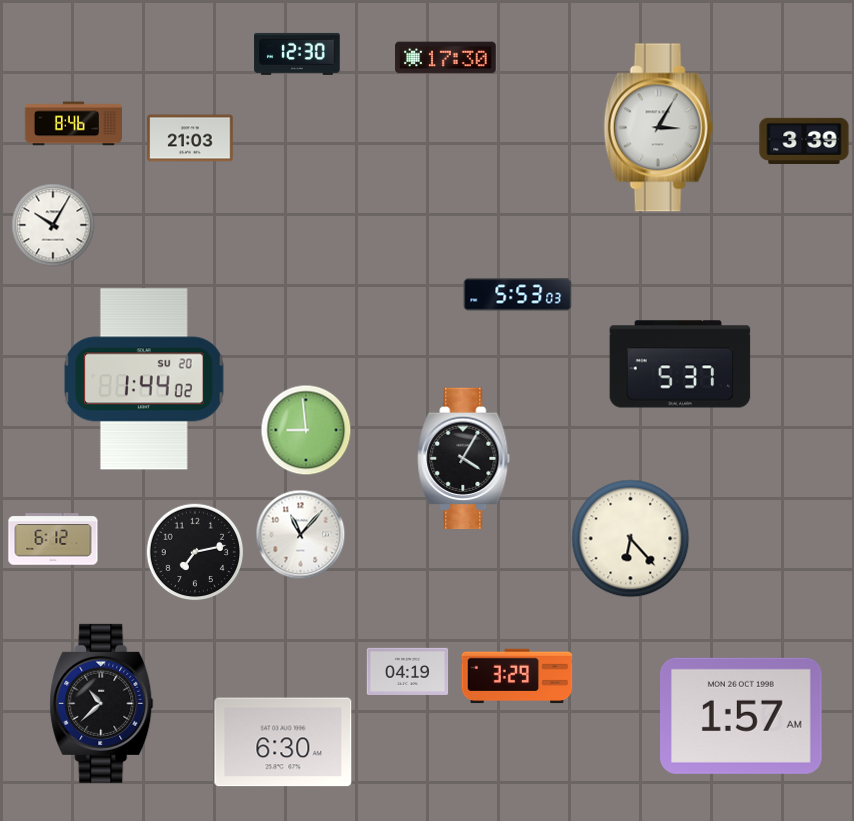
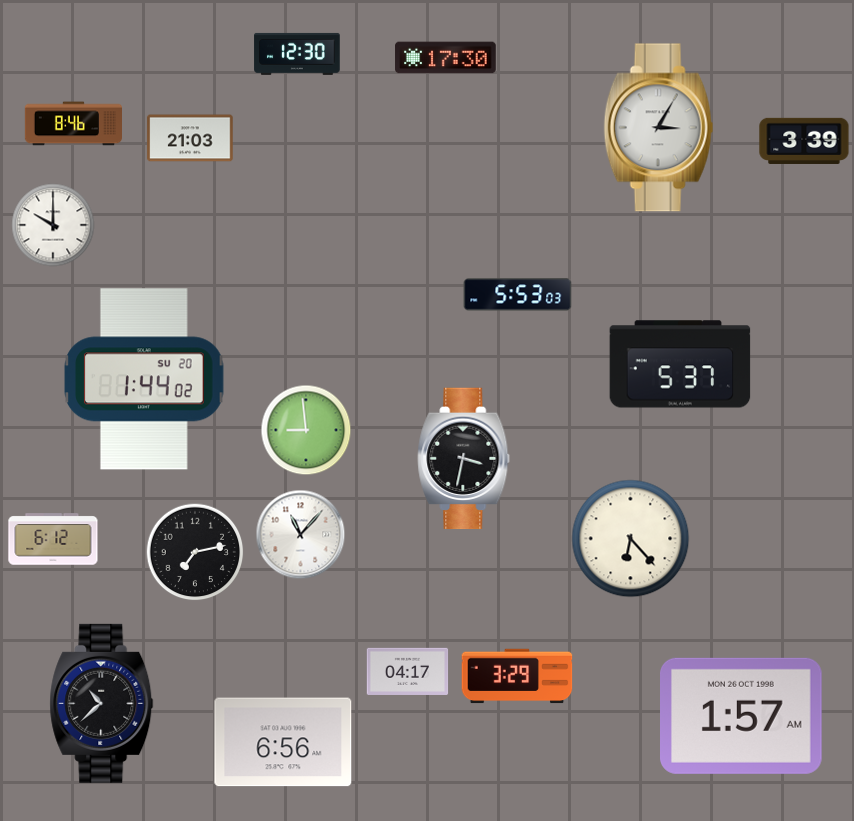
clock at (53, 225): 10:05 -> 10:00
clock at (464, 459): 4:05 -> 3:32
clock at (408, 671): 04:19 -> 04:17
clock at (283, 742): 6:30 -> 6:56
